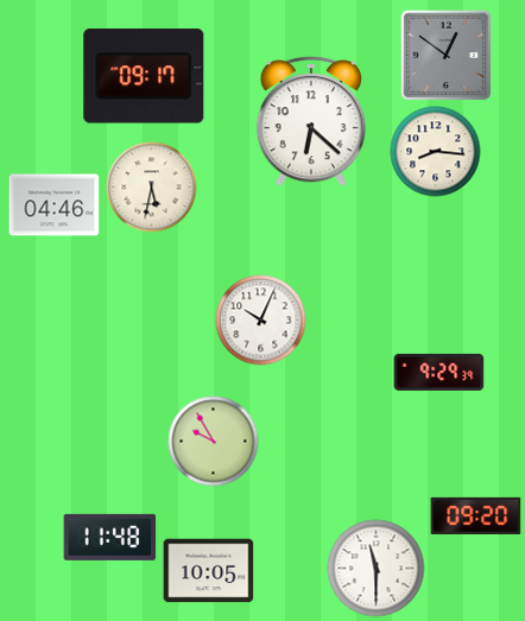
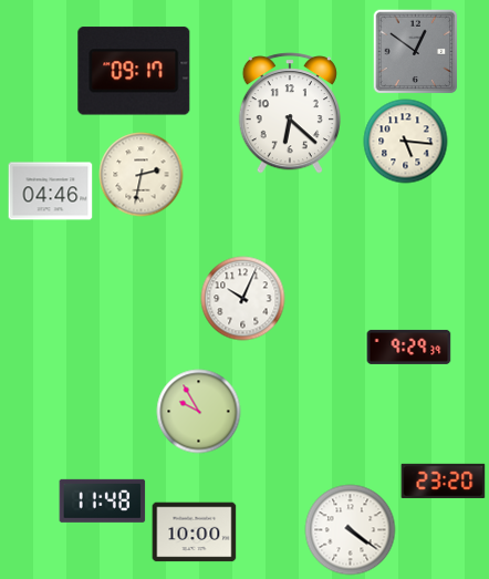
clock at (436, 152): 8:16 -> 5:16
clock at (152, 188): 5:32 -> 2:32
clock at (476, 515): 09:20 -> 23:20
clock at (377, 569): 11:30 -> 4:21
clock at (209, 571): 10:05 -> 10:00
